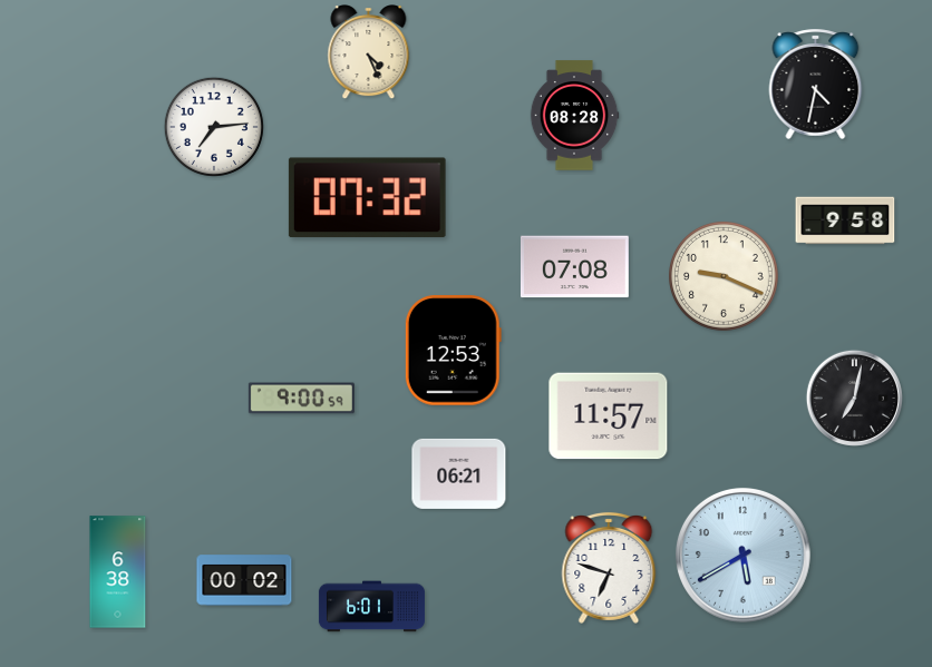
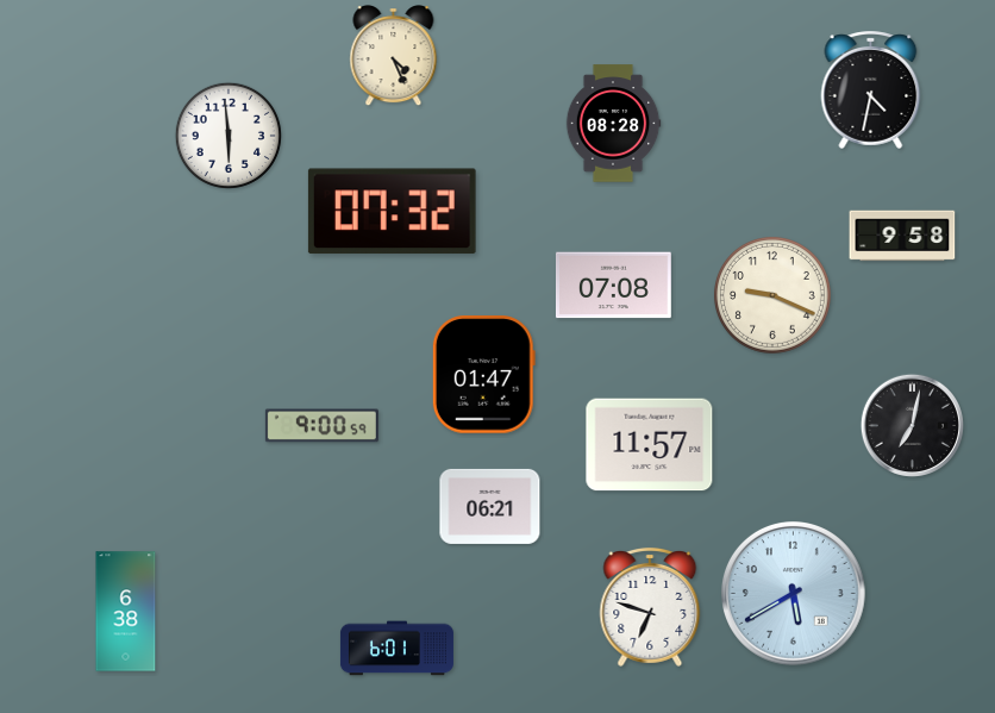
clock at (214, 127): 7:14 -> 5:59
clock at (453, 351): 12:53 -> 01:47
clock at (244, 580): 00:02 -> none
